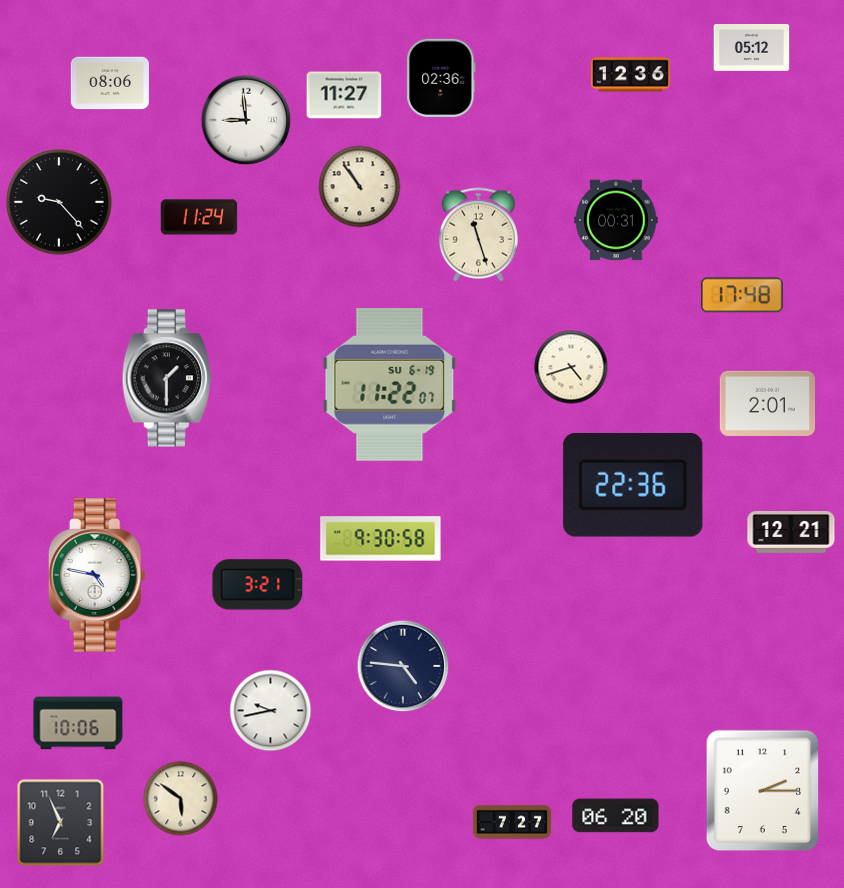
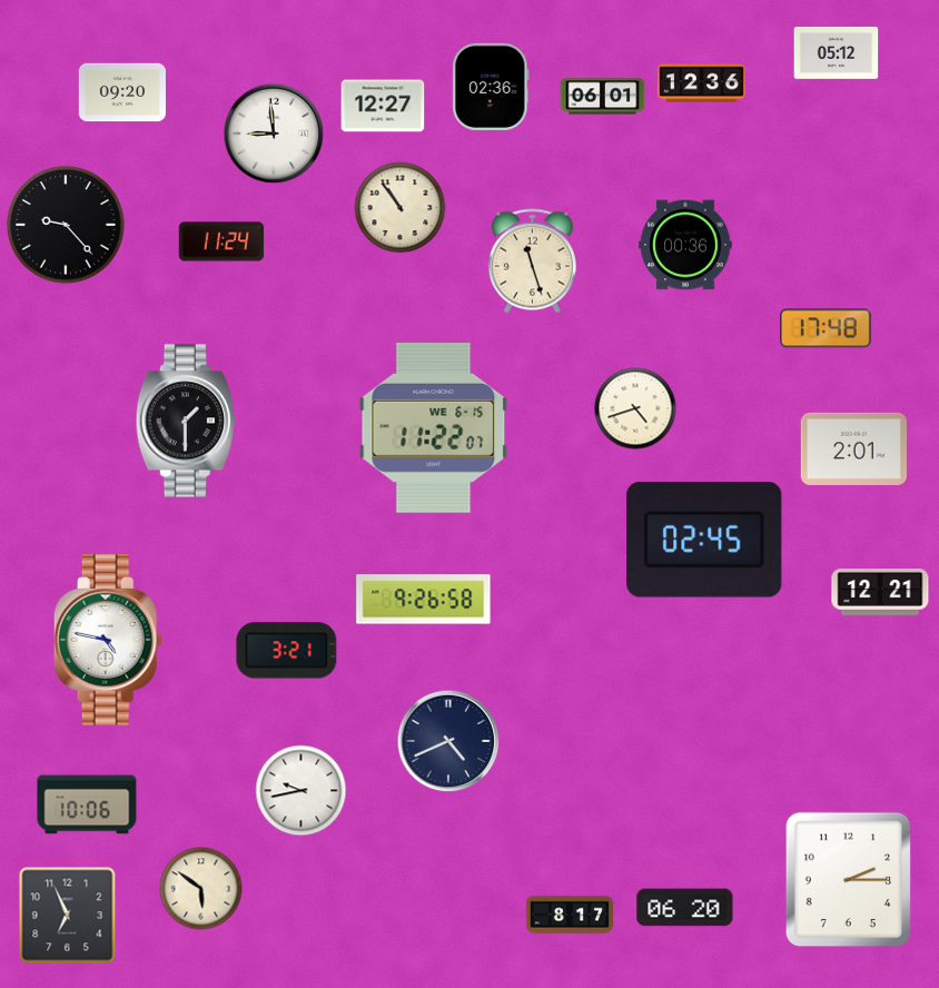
clock at (110, 83): 08:06 -> 09:20
clock at (603, 97): none -> 06:01
clock at (344, 95): 11:27 -> 12:27
clock at (616, 220): 00:31 -> 00:36
clock at (390, 384) date: SU 6-19 -> WE 6-15
clock at (633, 485): 22:36 -> 02:45
clock at (381, 539): 9:30 -> 9:26
clock at (403, 666): 4:46 -> 4:41
clock at (511, 822): 7:27 -> 8:17
